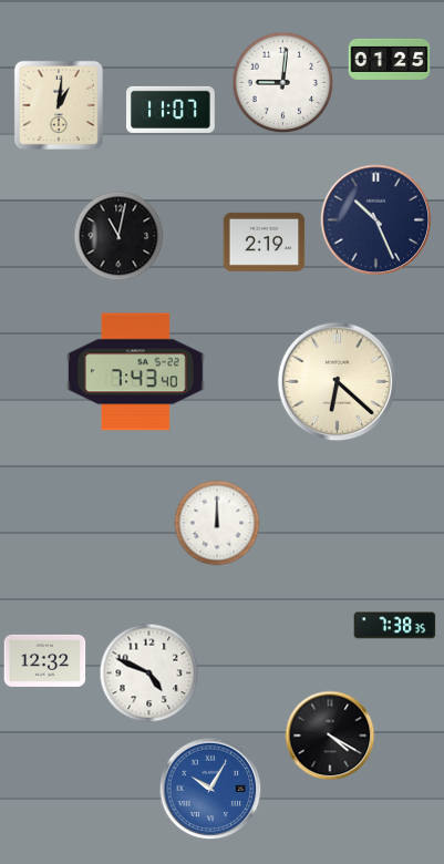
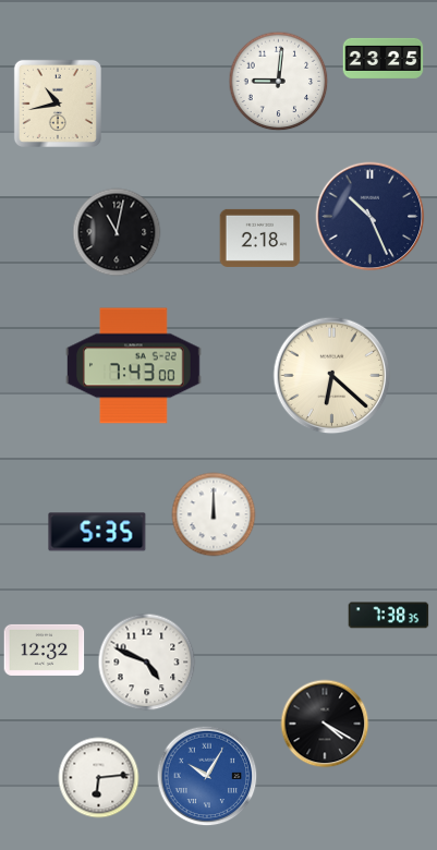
clock at (390, 59): 01:25 -> 23:25
clock at (59, 105): 1:01 -> 10:43
clock at (172, 110): 11:07 -> none
clock at (265, 241): 2:19 -> 2:18
clock at (136, 372): 7:43:40 -> 7:43:00
clock at (97, 532): none -> 5:35
clock at (99, 778): none -> 6:14
